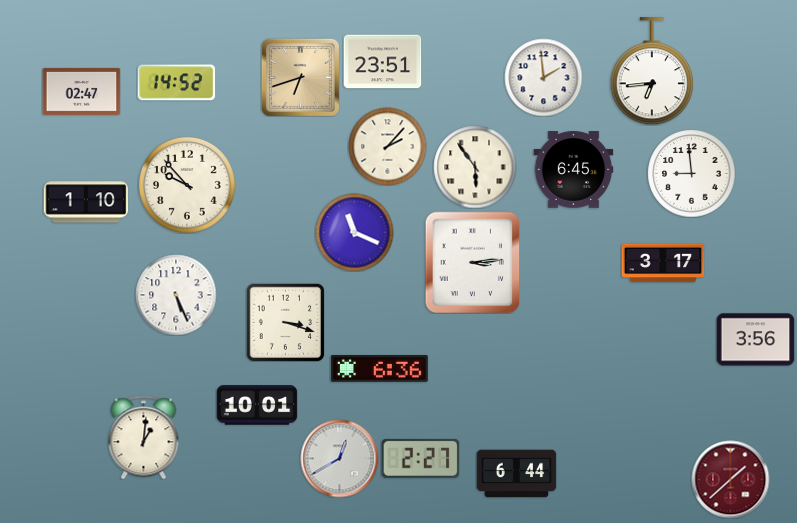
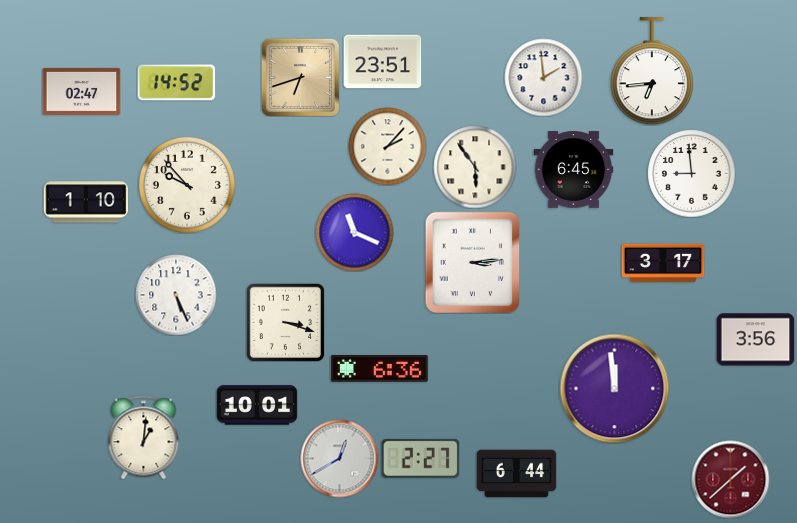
clock at (614, 388): none -> 11:59
